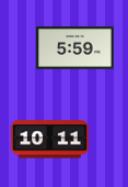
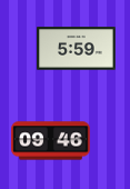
clock at (50, 140): 10:11 -> 09:46
